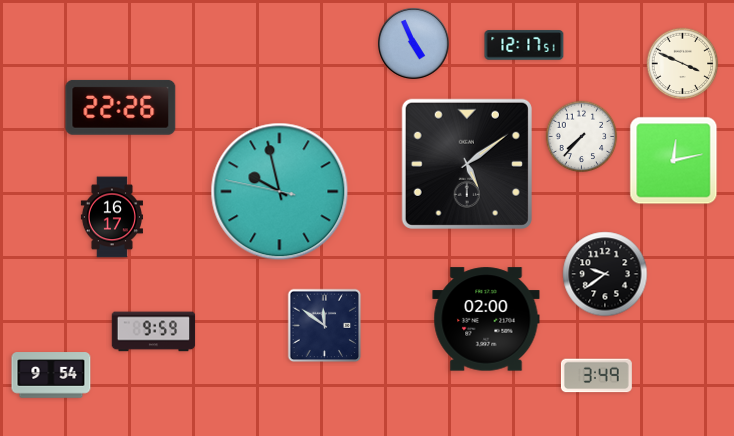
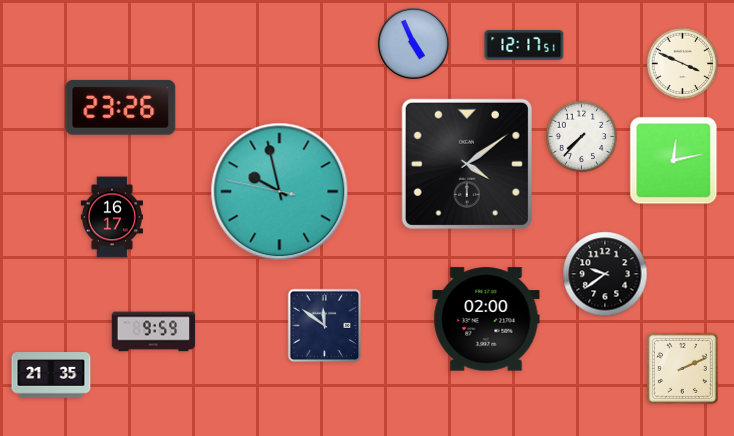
clock at (121, 107): 22:26 -> 23:26
clock at (467, 164): 5:09 -> 4:09
clock at (682, 368): none -> 2:11
clock at (51, 375): 9:54 -> 21:35
clock at (596, 376): 3:49 -> none
